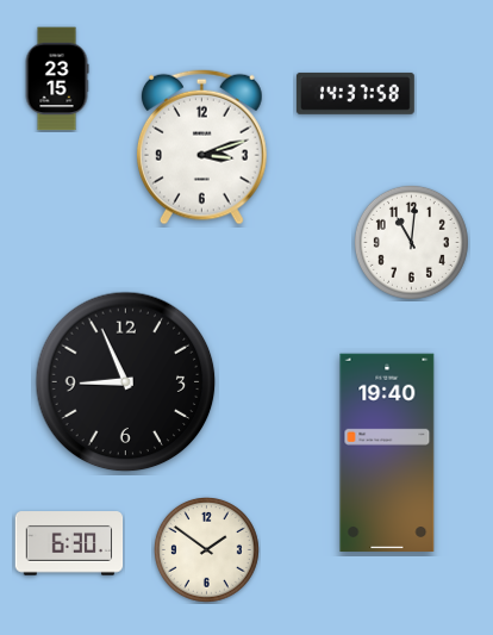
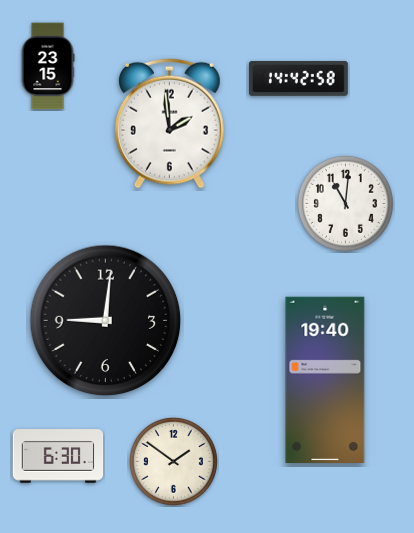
clock at (355, 93): 14:37 -> 14:42
clock at (201, 147): 3:12 -> 1:59
clock at (126, 382): 8:56 -> 9:01
